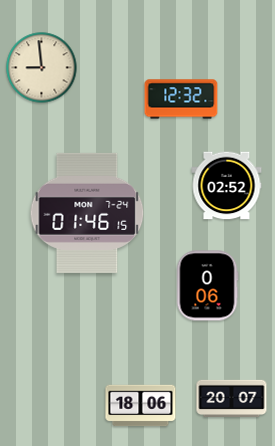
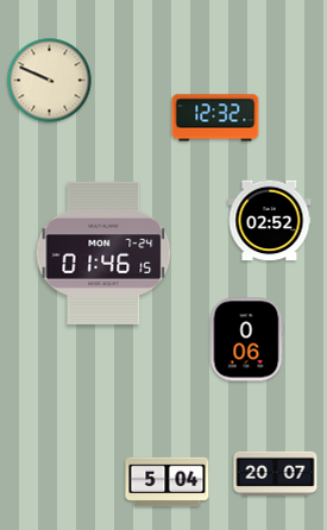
clock at (42, 68): 8:59 -> 9:49
clock at (141, 406): 18:06 -> 5:04
